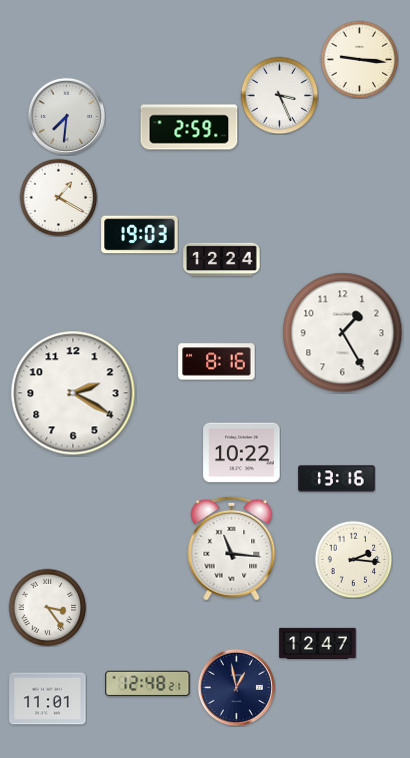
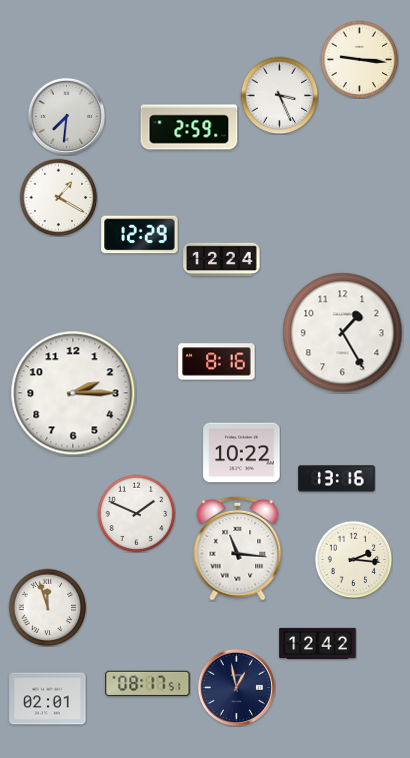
clock at (140, 235): 19:03 -> 12:29
clock at (73, 393): 2:20 -> 2:15
clock at (136, 513): none -> 1:49
clock at (232, 548) position: (232, 548) -> (238, 548)
clock at (47, 607): 3:24 -> 11:57
clock at (318, 643): 12:47 -> 12:42
clock at (148, 684): 12:48 -> 08:17
clock at (48, 699): 11:01 -> 02:01
